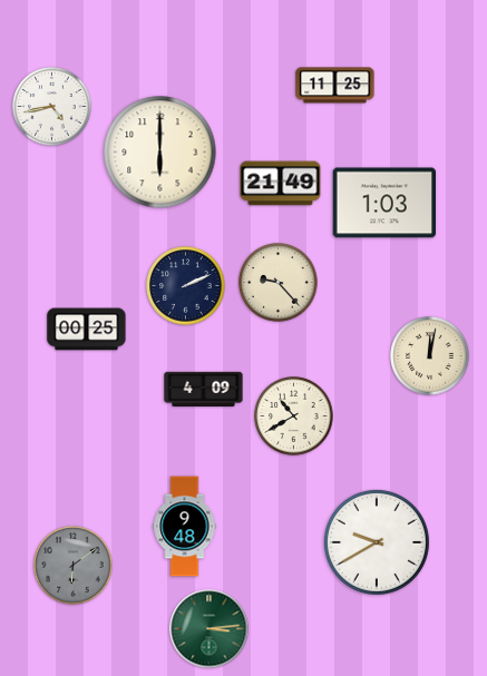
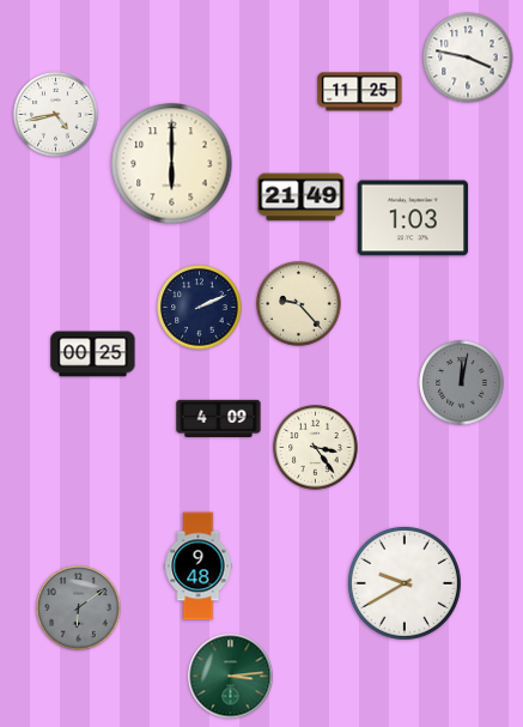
clock at (468, 57): none -> 3:47
clock at (430, 356) dial: cream -> grey
clock at (294, 417): 10:40 -> 3:24
clock at (210, 629) position: (210, 629) -> (231, 677)
